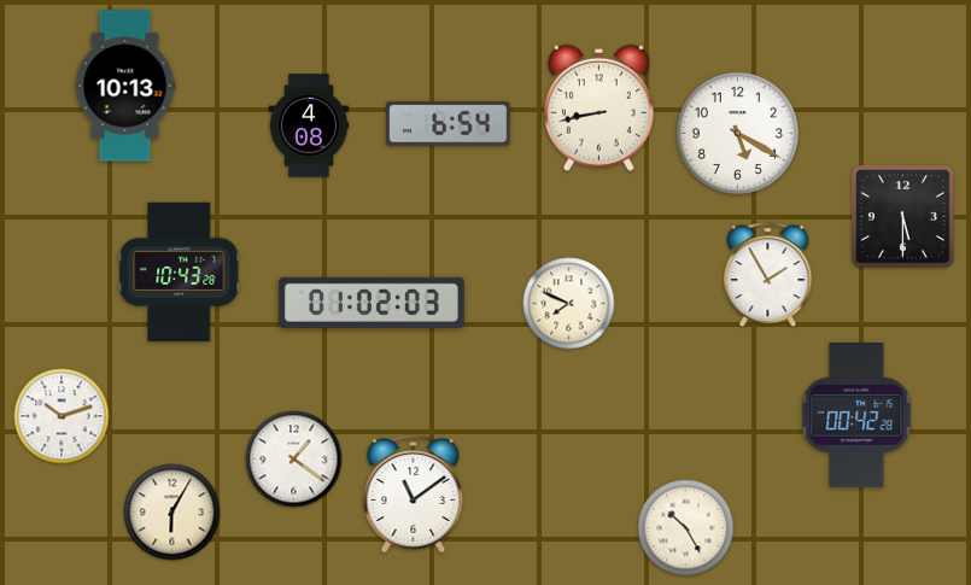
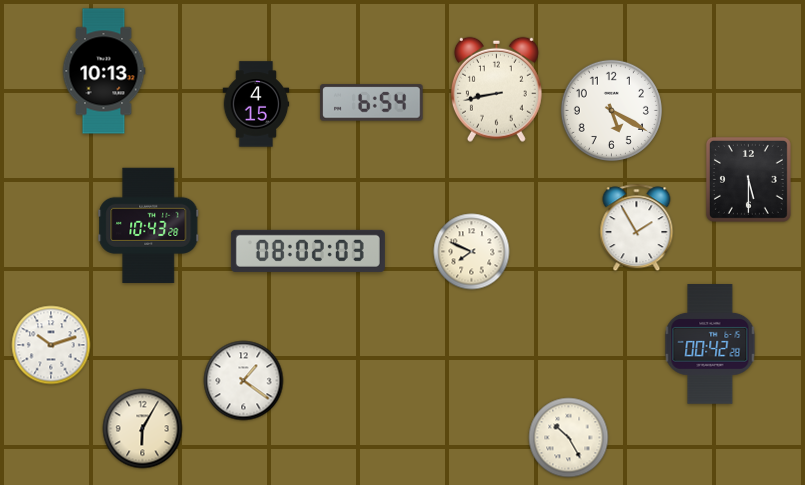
clock at (309, 125): 4:08 -> 4:15
clock at (372, 303): 01:02 -> 08:02
clock at (414, 495): 11:09 -> none
clock at (172, 513) position: (172, 513) -> (143, 429)
